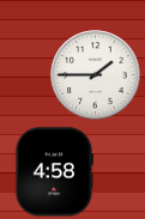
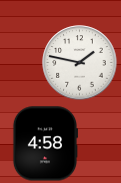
clock at (96, 75): 1:45 -> 1:47
